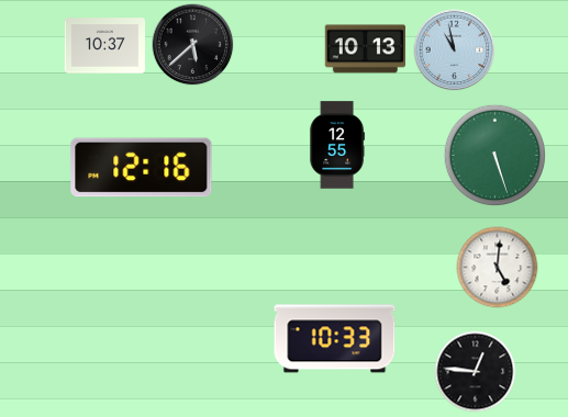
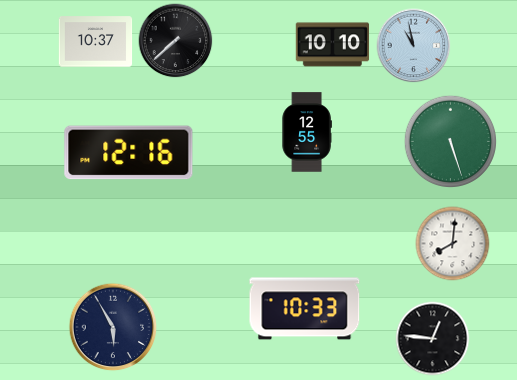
clock at (193, 45): 5:38 -> 7:38
clock at (366, 49): 10:13 -> 10:10
clock at (498, 268): 5:01 -> 8:01
clock at (113, 327): none -> 5:55
